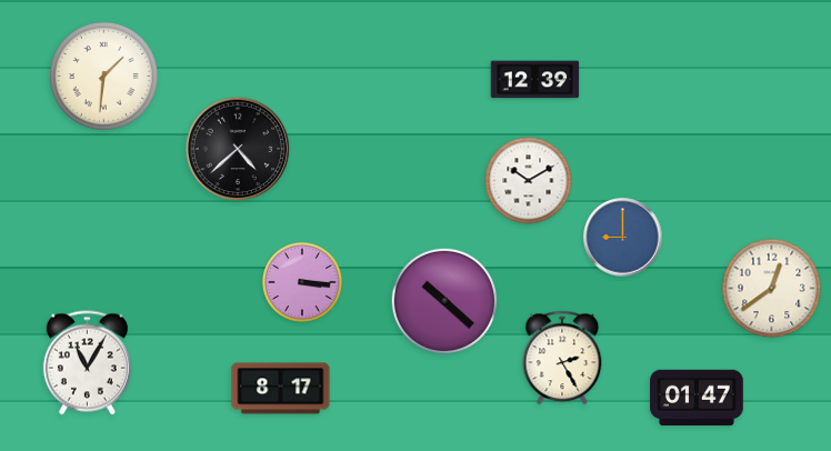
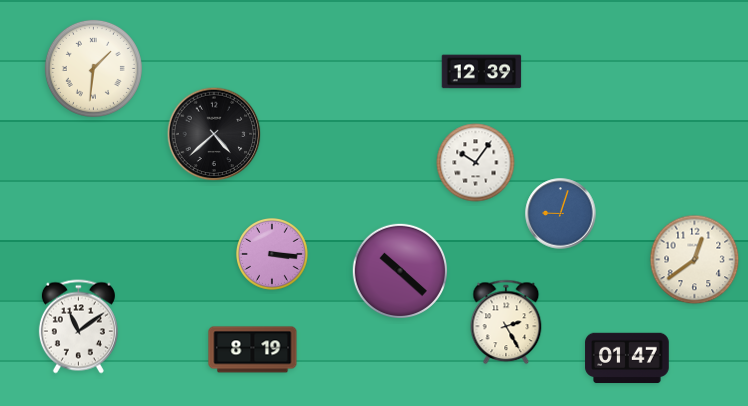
clock at (529, 181): 10:10 -> 10:06
clock at (623, 238): 9:00 -> 9:03
clock at (87, 363): 11:05 -> 11:09
clock at (281, 389): 8:17 -> 8:19
